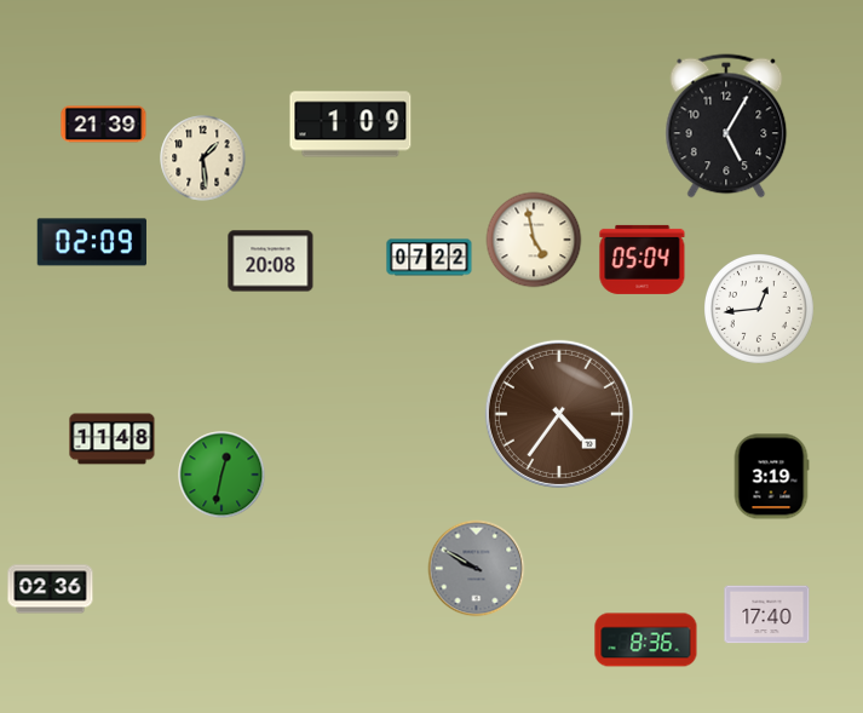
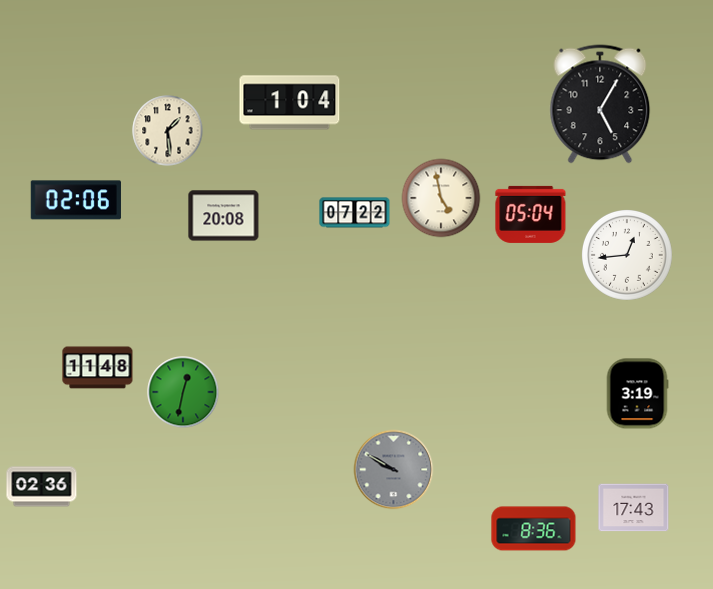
clock at (104, 125): 21:39 -> none
clock at (351, 125): 1:09 -> 1:04
clock at (92, 242): 02:09 -> 02:06
clock at (559, 414): 4:36 -> none
clock at (113, 439) position: (113, 439) -> (98, 368)
clock at (767, 615): 17:40 -> 17:43
